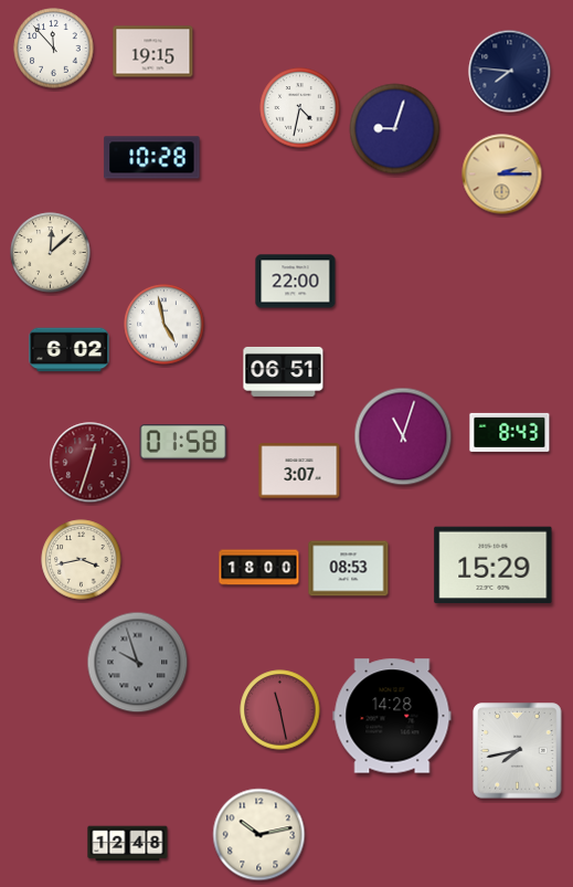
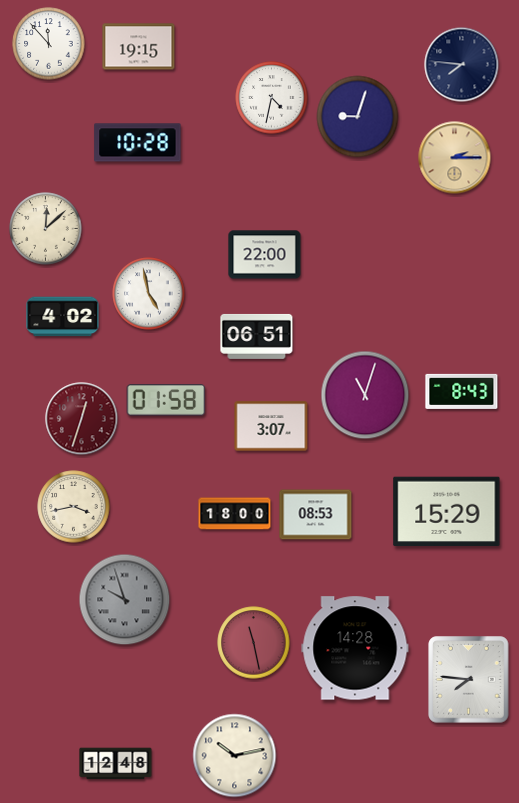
clock at (296, 282) position: (296, 282) -> (265, 255)
clock at (70, 350): 6:02 -> 4:02
clock at (518, 751): 7:43 -> 7:46
